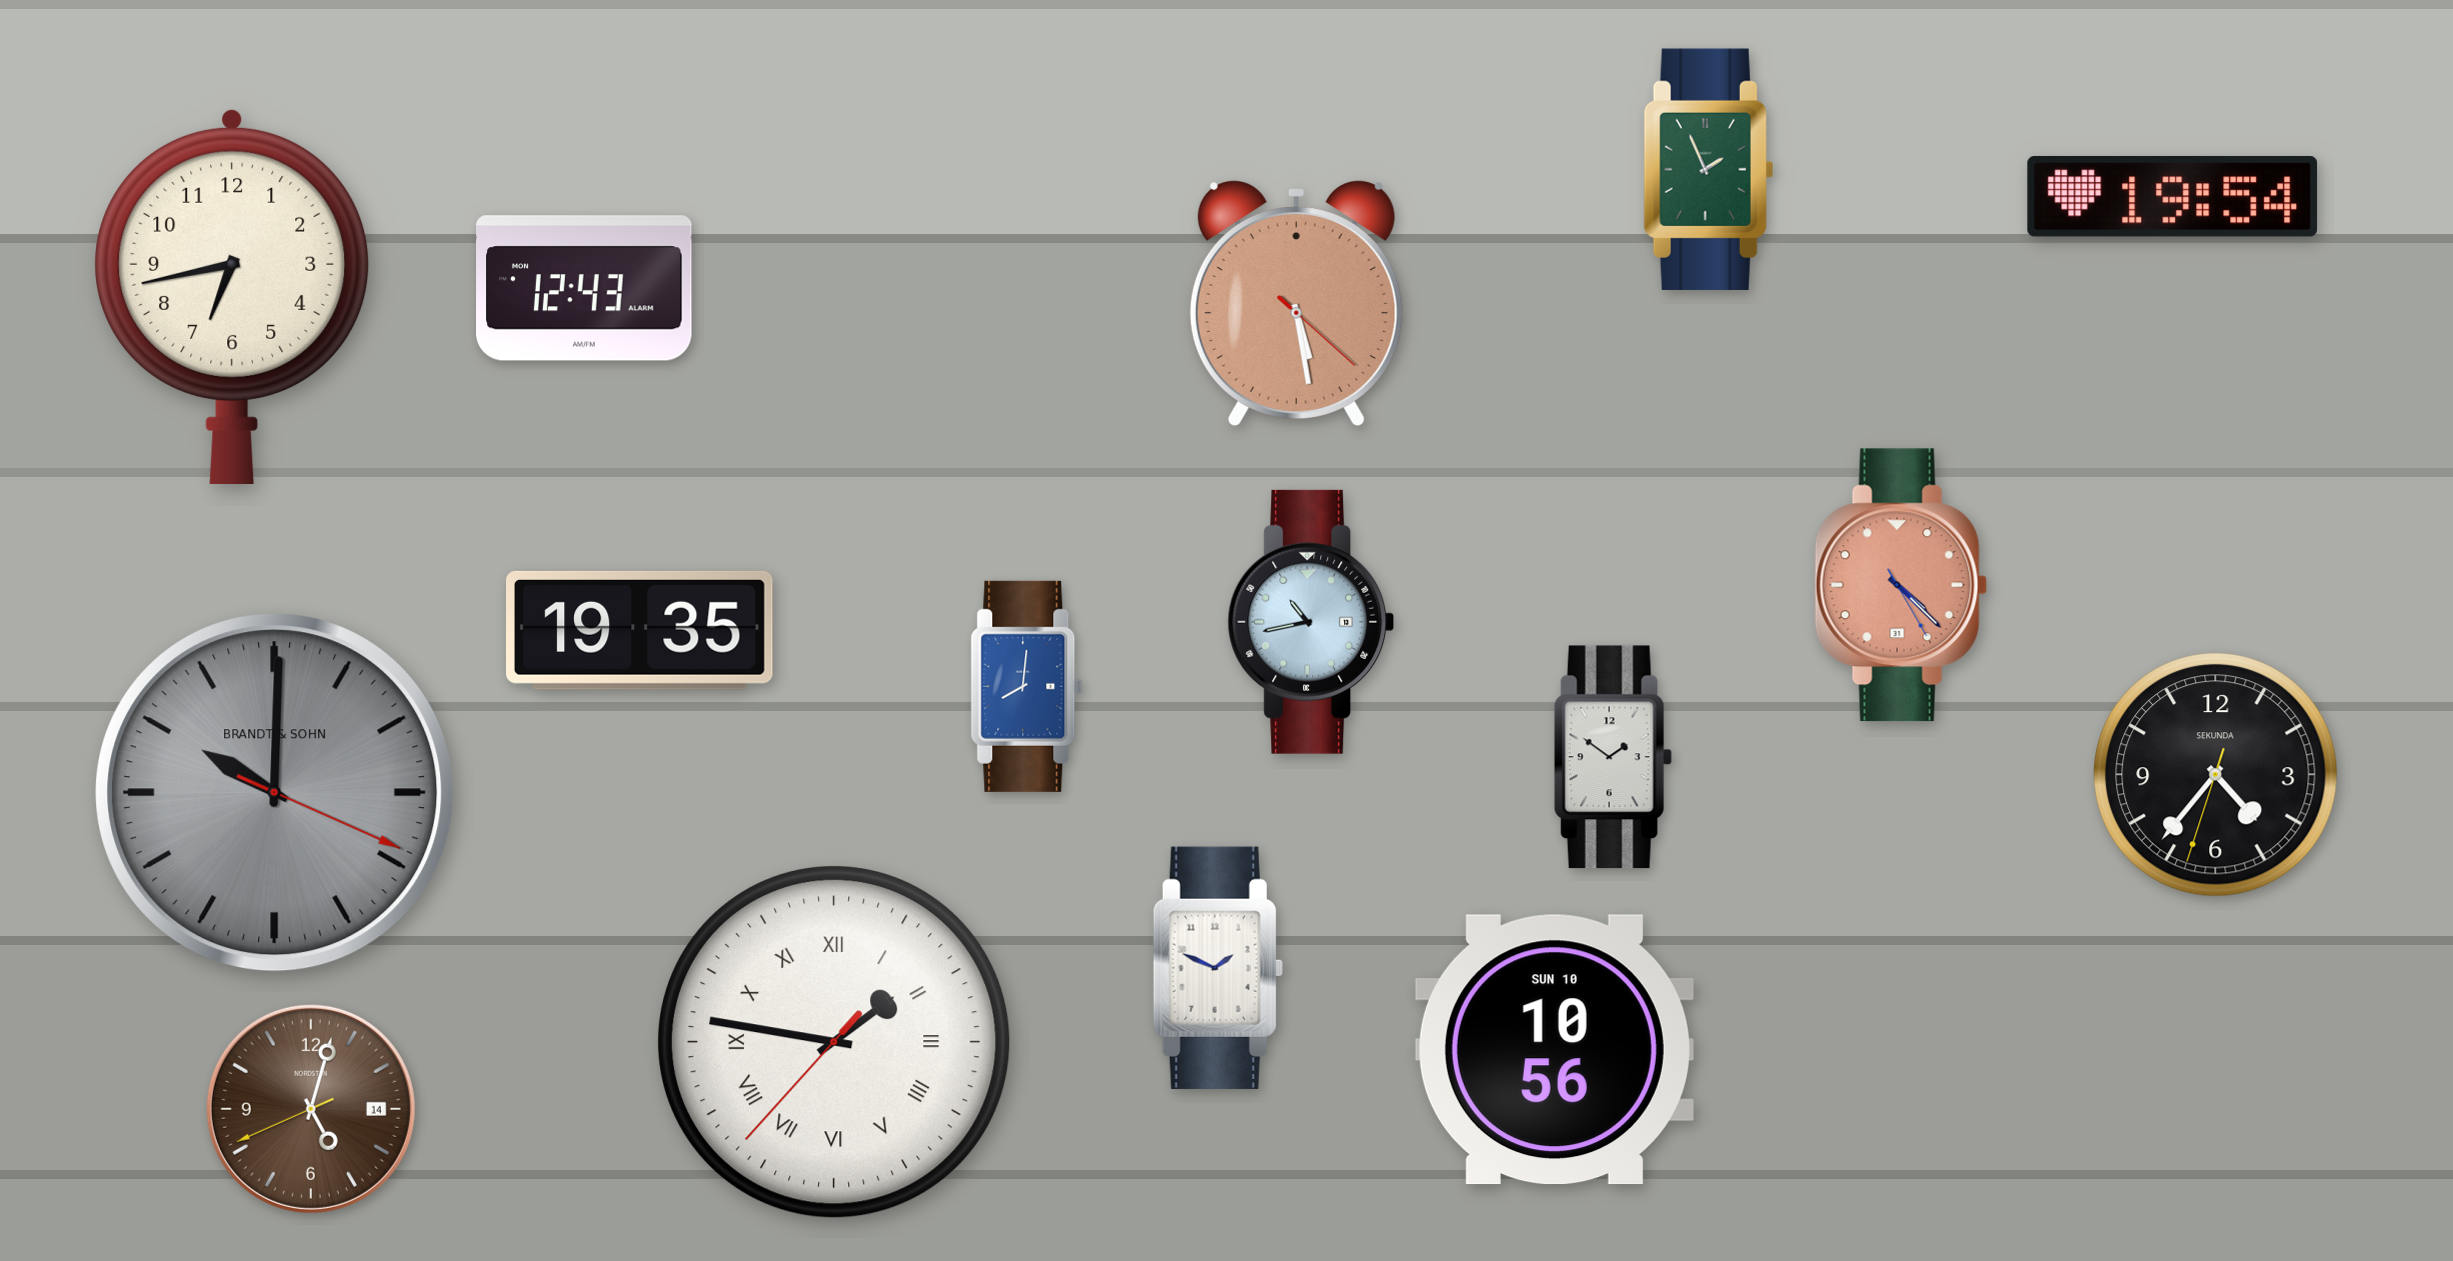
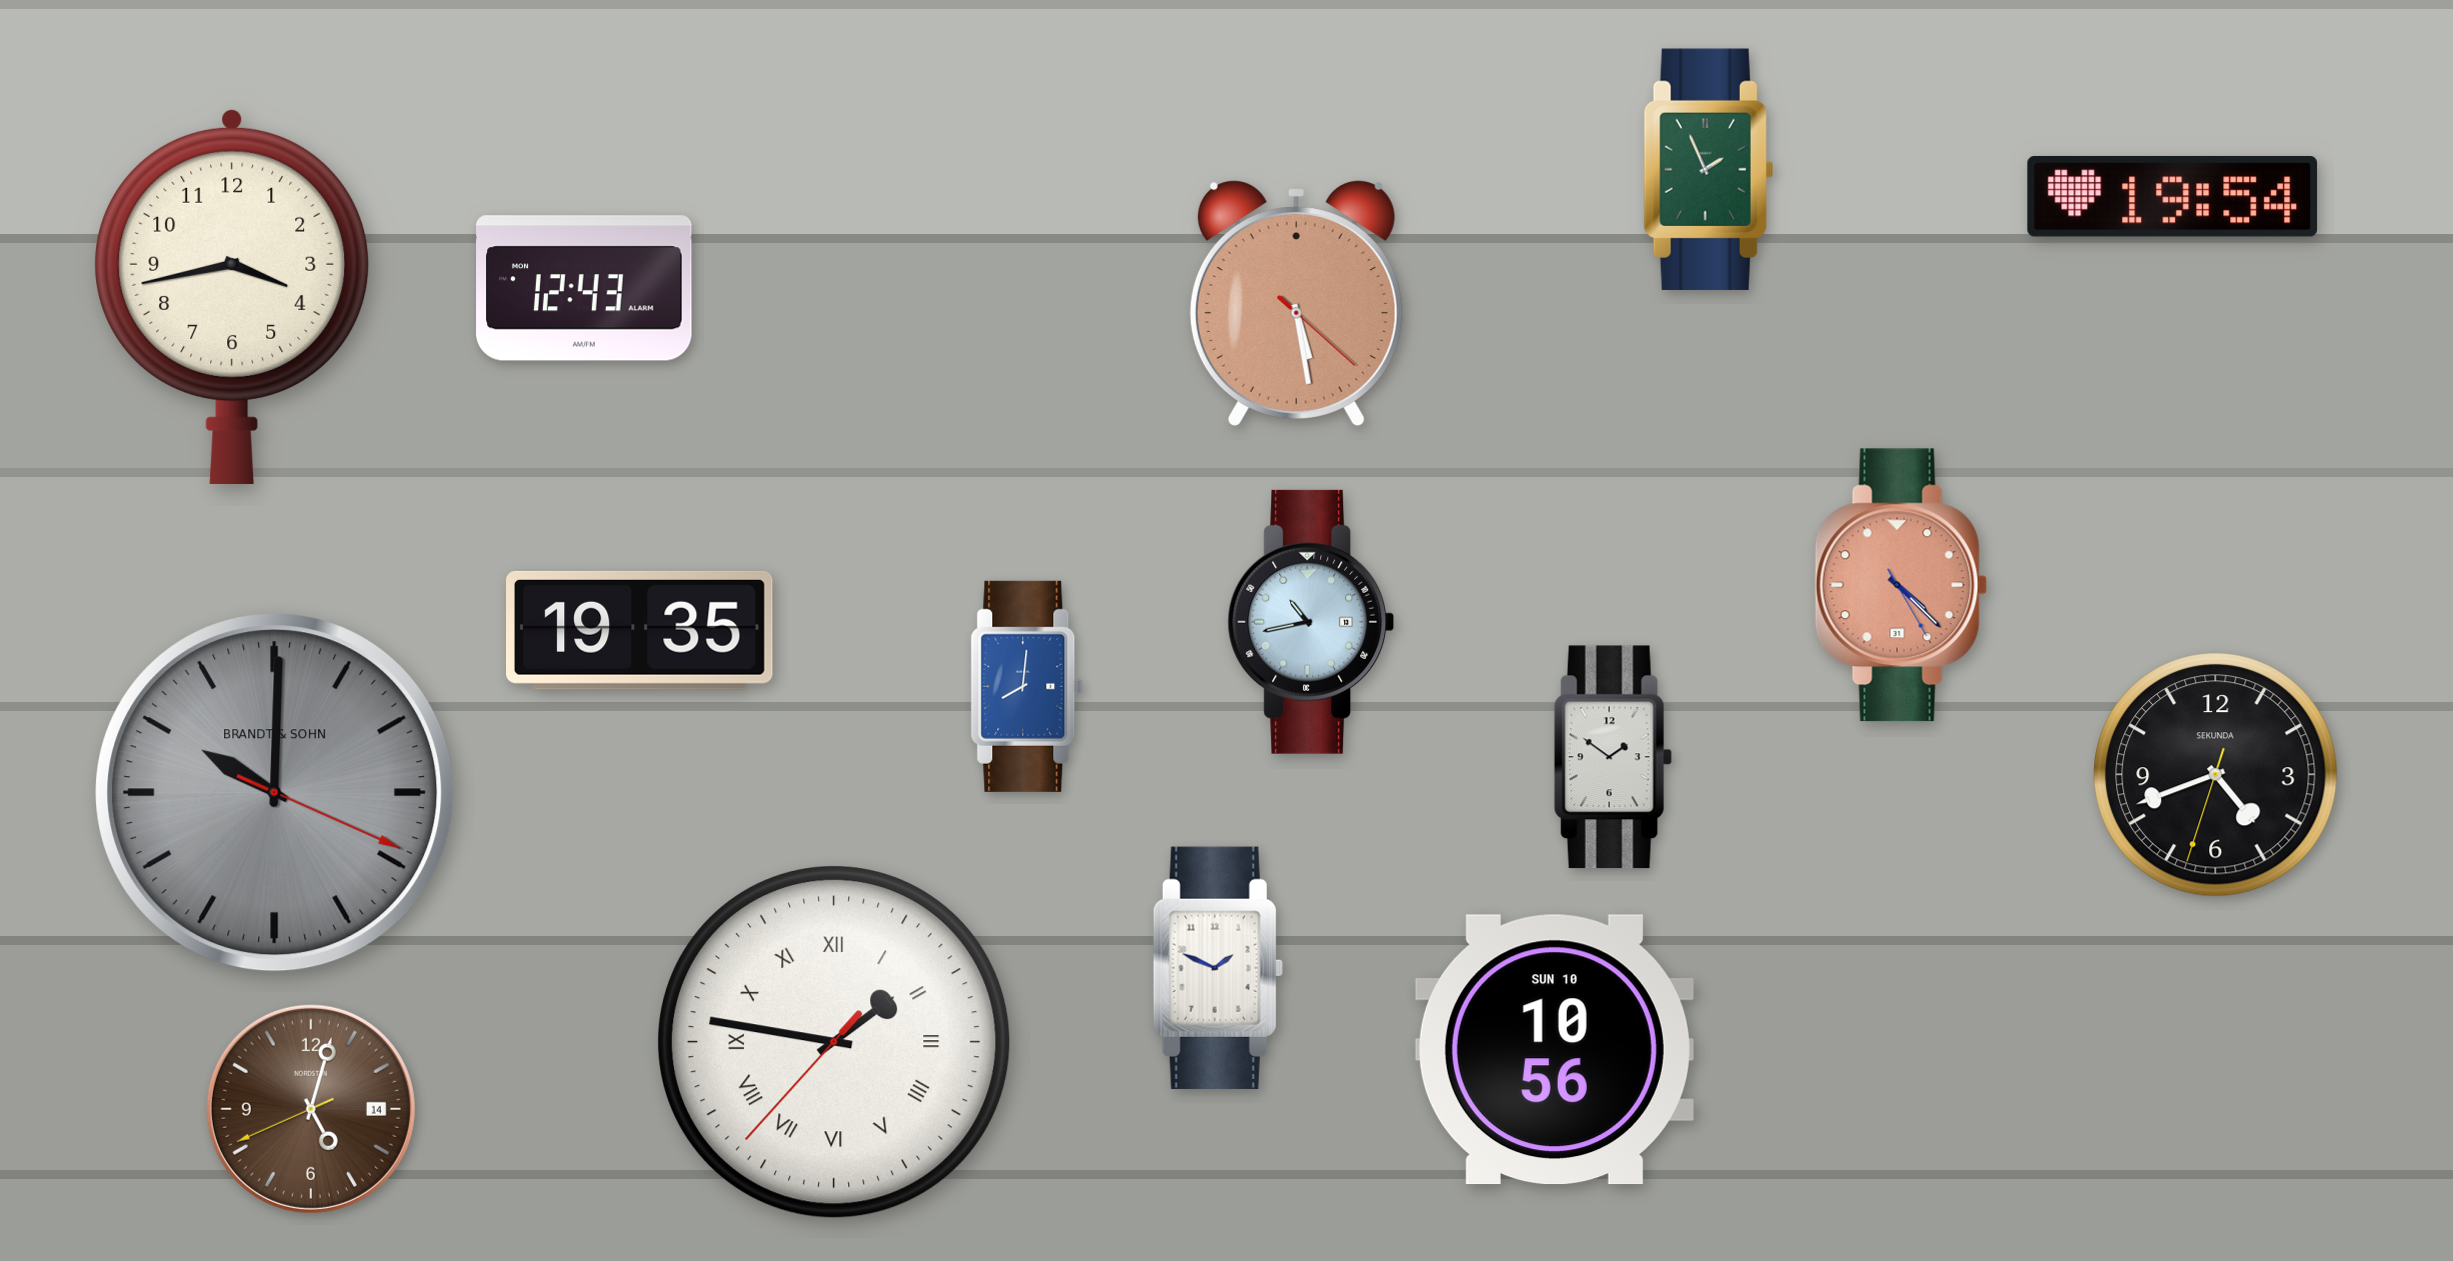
clock at (232, 296): 6:43 -> 3:43
clock at (2216, 775): 4:36 -> 4:41
